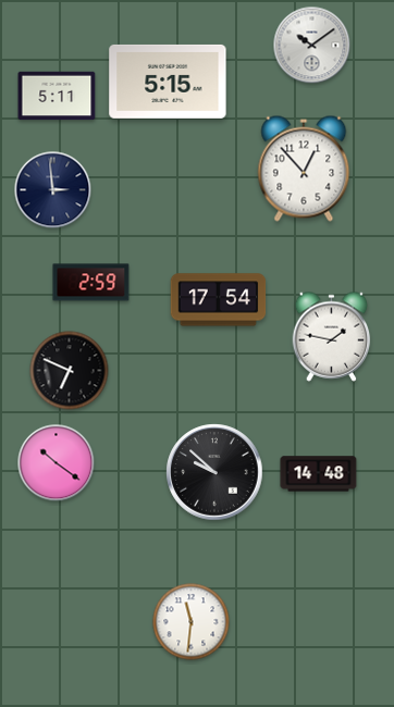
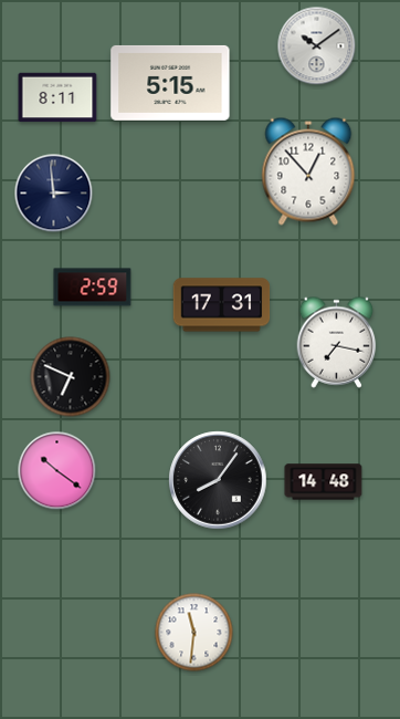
clock at (57, 96): 5:11 -> 8:11
clock at (219, 300): 17:54 -> 17:31
clock at (332, 336): 1:47 -> 7:17
clock at (214, 472): 9:52 -> 8:06
